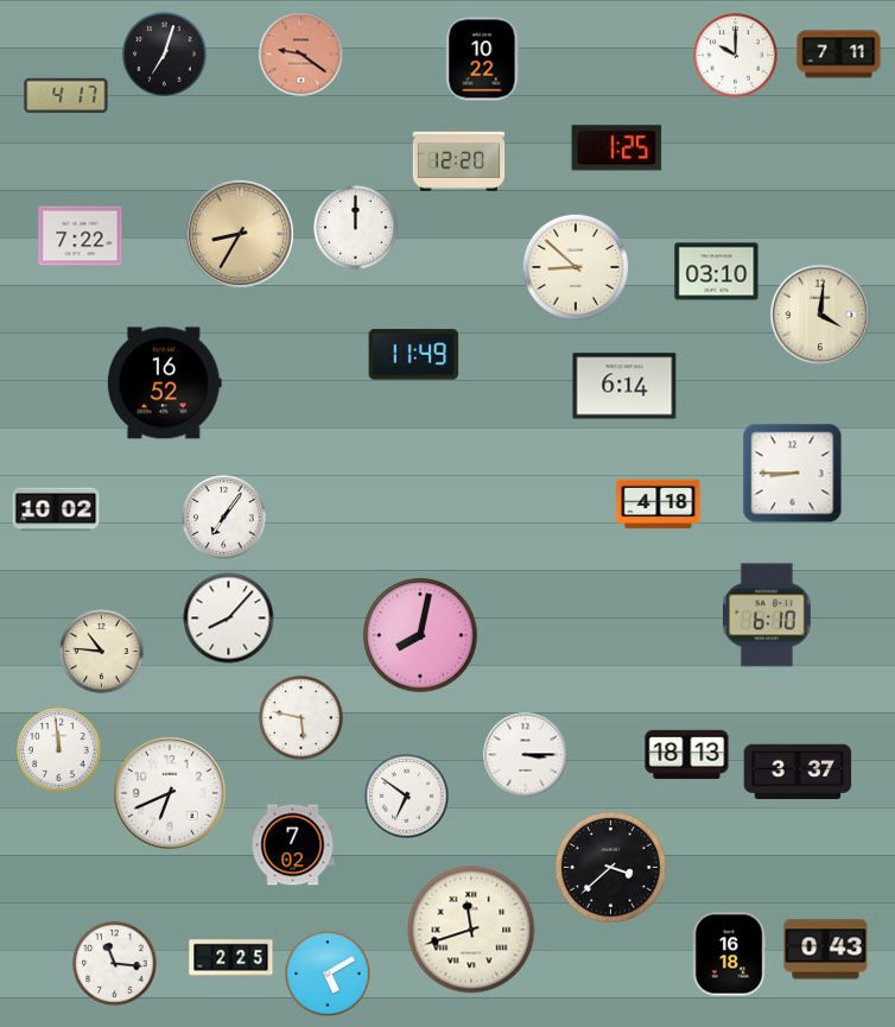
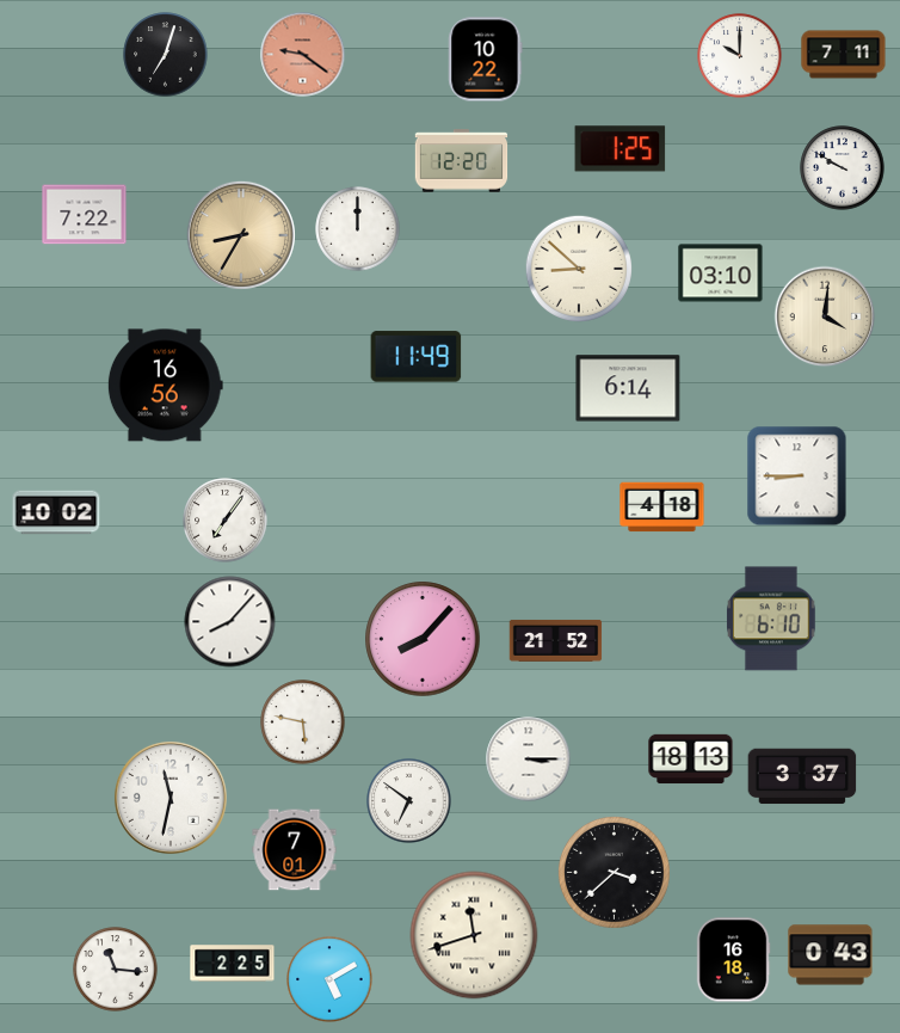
clock at (66, 96): 4:17 -> none
clock at (843, 168): none -> 9:50
clock at (81, 236) position: (81, 236) -> (85, 215)
clock at (164, 383): 16:52 -> 16:56
clock at (420, 635): 8:02 -> 8:07
clock at (556, 640): none -> 21:52
clock at (102, 652): 10:46 -> none
clock at (59, 750): 11:59 -> none
clock at (170, 793): 6:41 -> 11:32
clock at (293, 845): 7:02 -> 7:01
